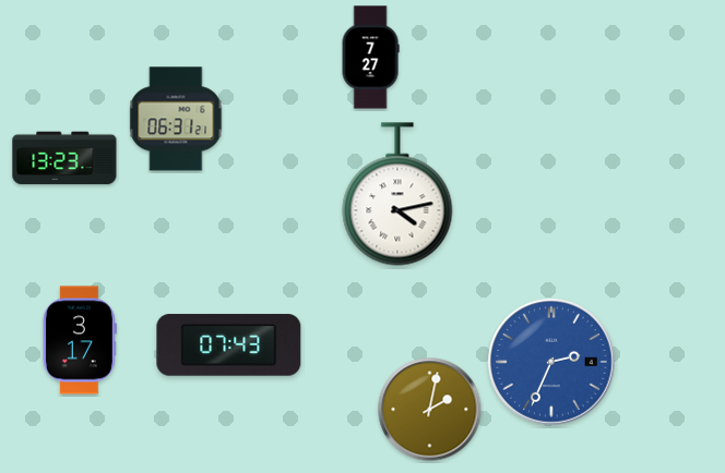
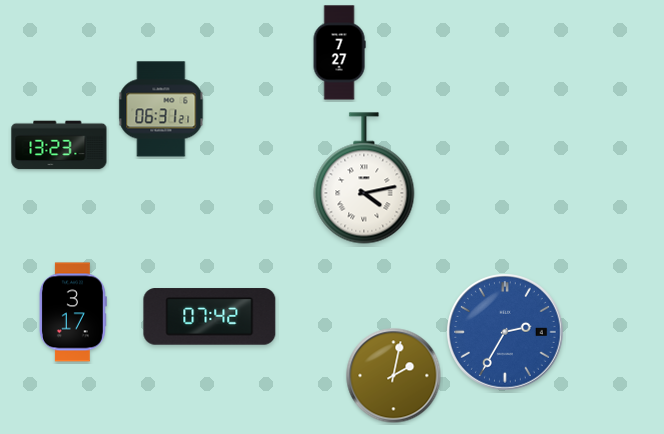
clock at (229, 345): 07:43 -> 07:42
clock at (552, 363): 2:34 -> 2:35
